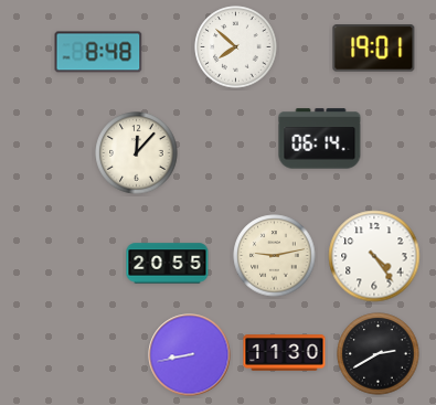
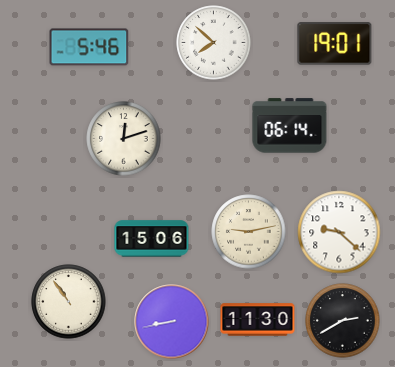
clock at (374, 49) position: (374, 49) -> (335, 44)
clock at (98, 52): 8:48 -> 5:46
clock at (137, 153): 12:07 -> 12:12
clock at (374, 256): 4:24 -> 9:22
clock at (168, 264): 20:55 -> 15:06
clock at (69, 302): none -> 10:54
